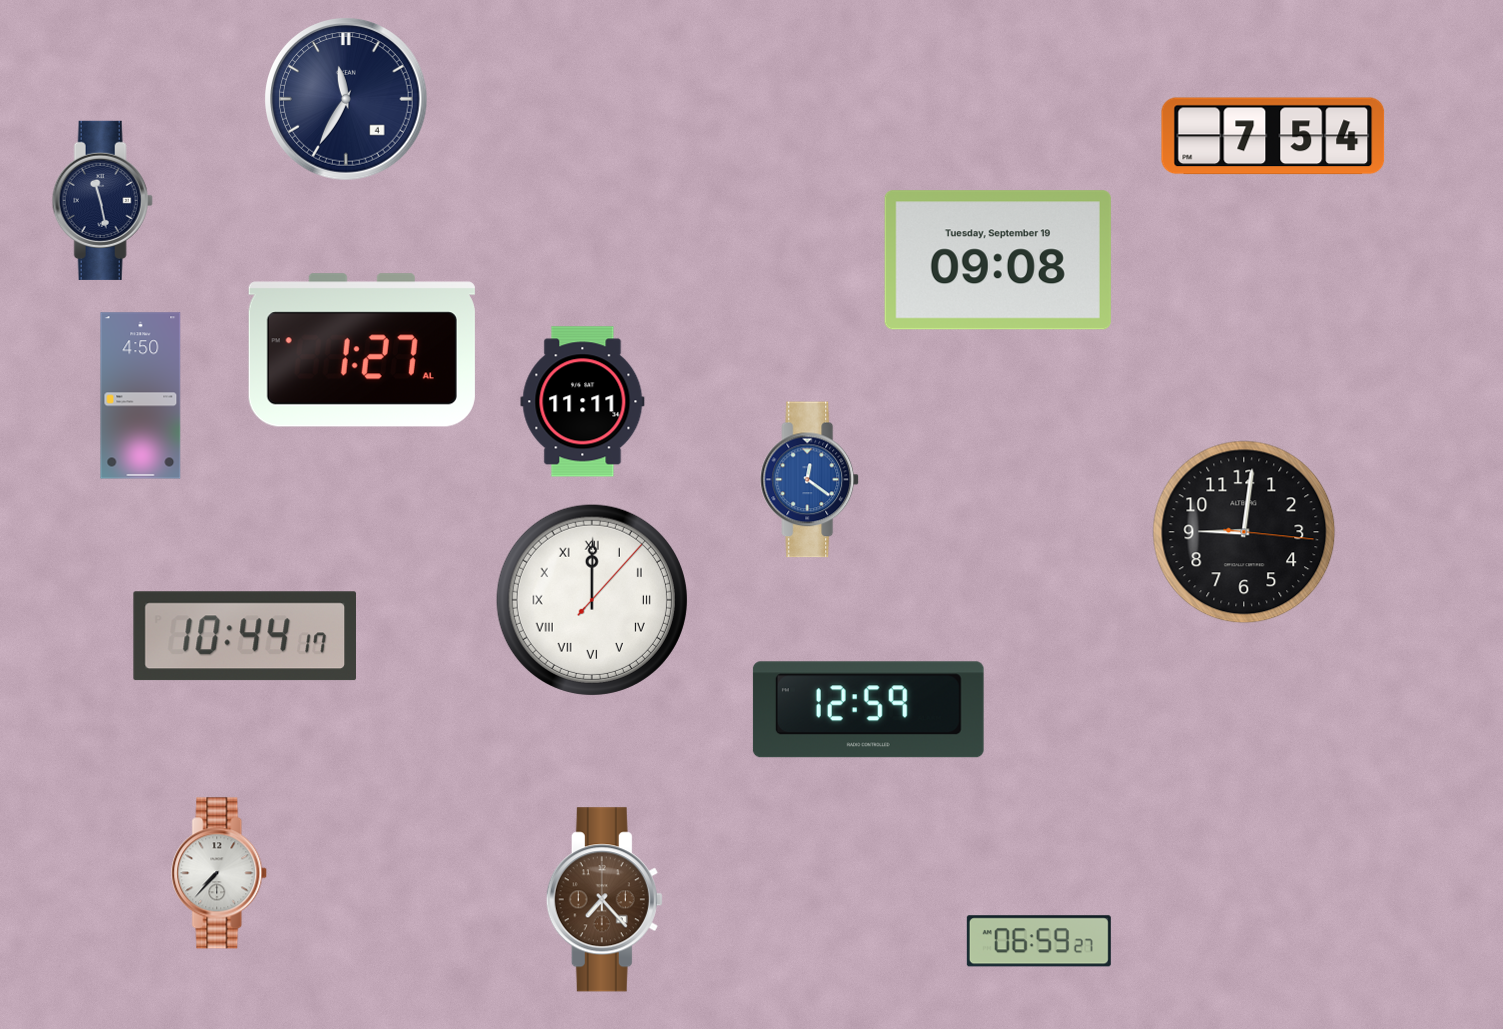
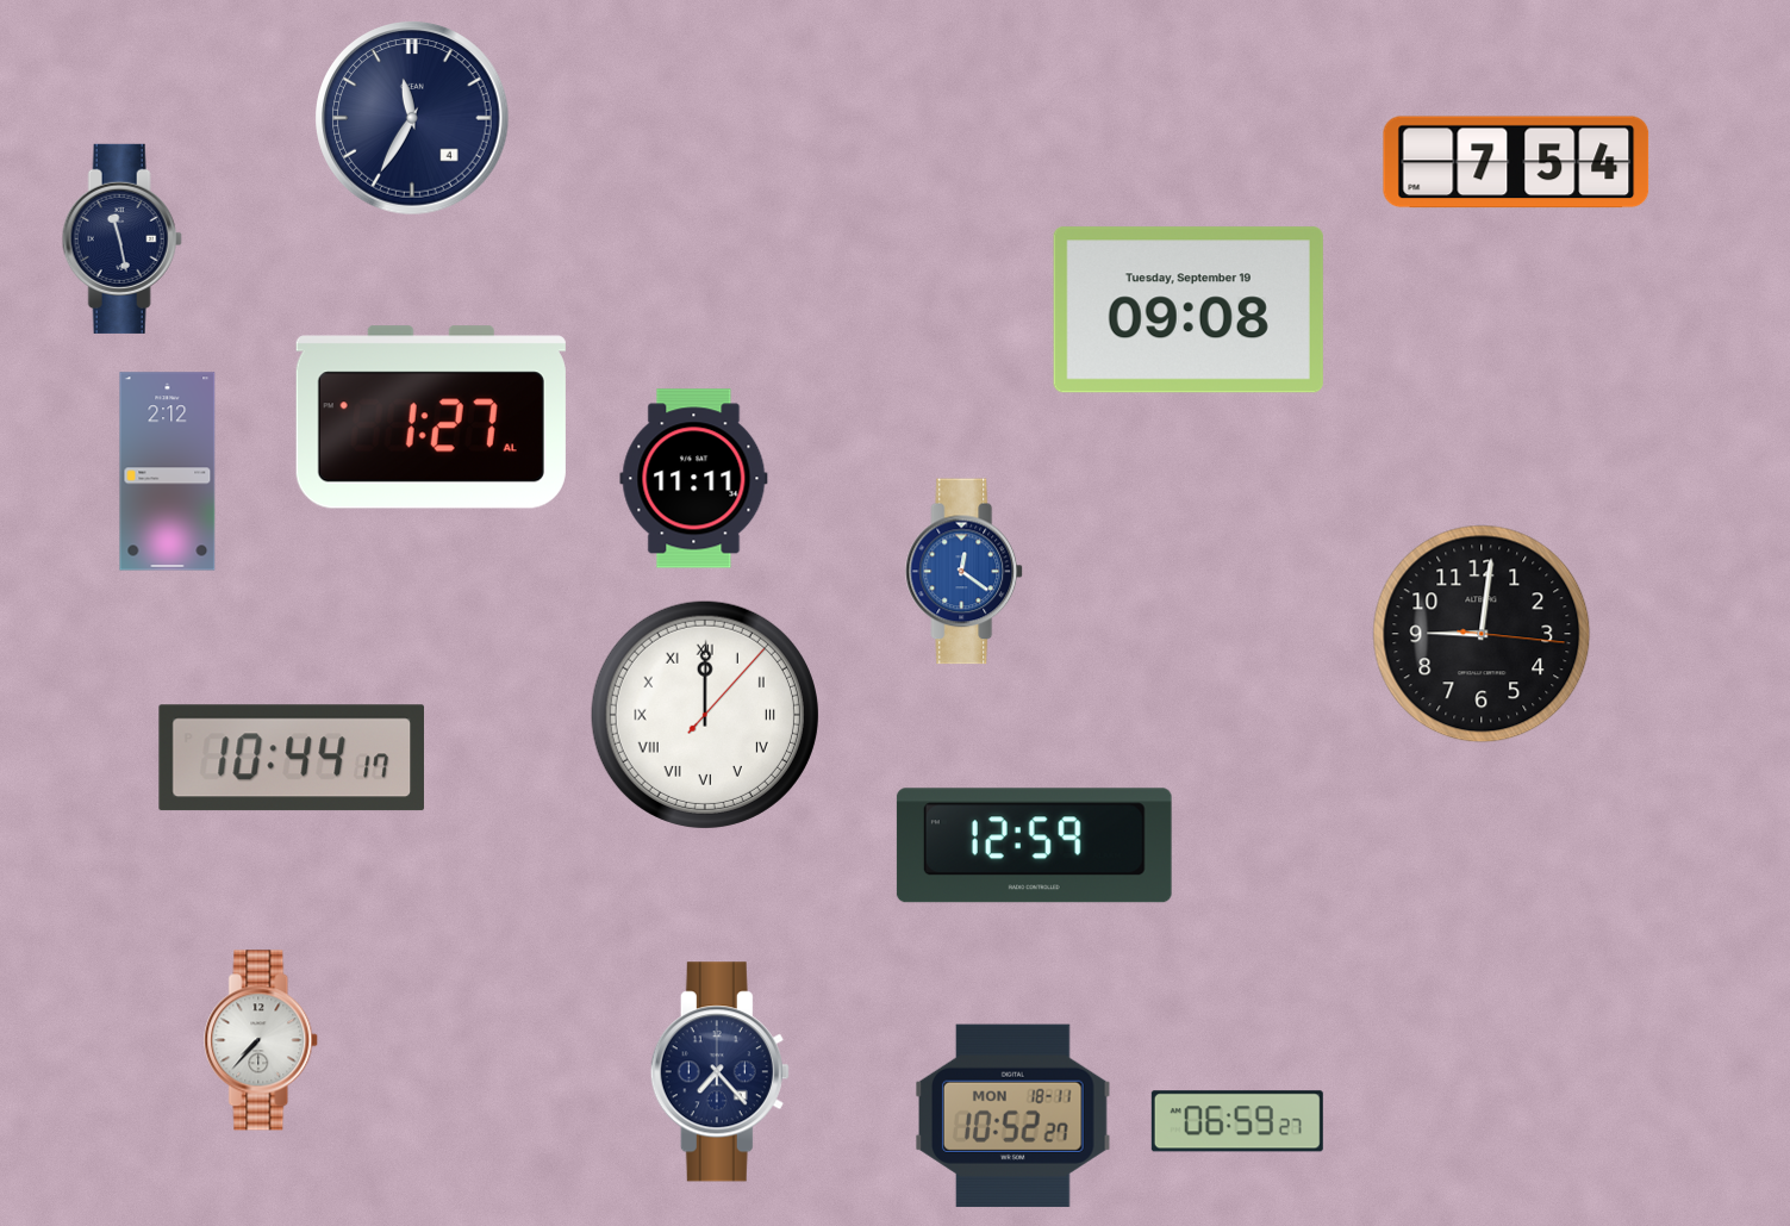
clock at (141, 396): 4:50 -> 2:12
clock at (604, 900) dial: brown -> navy
clock at (1013, 1115): none -> 10:52
